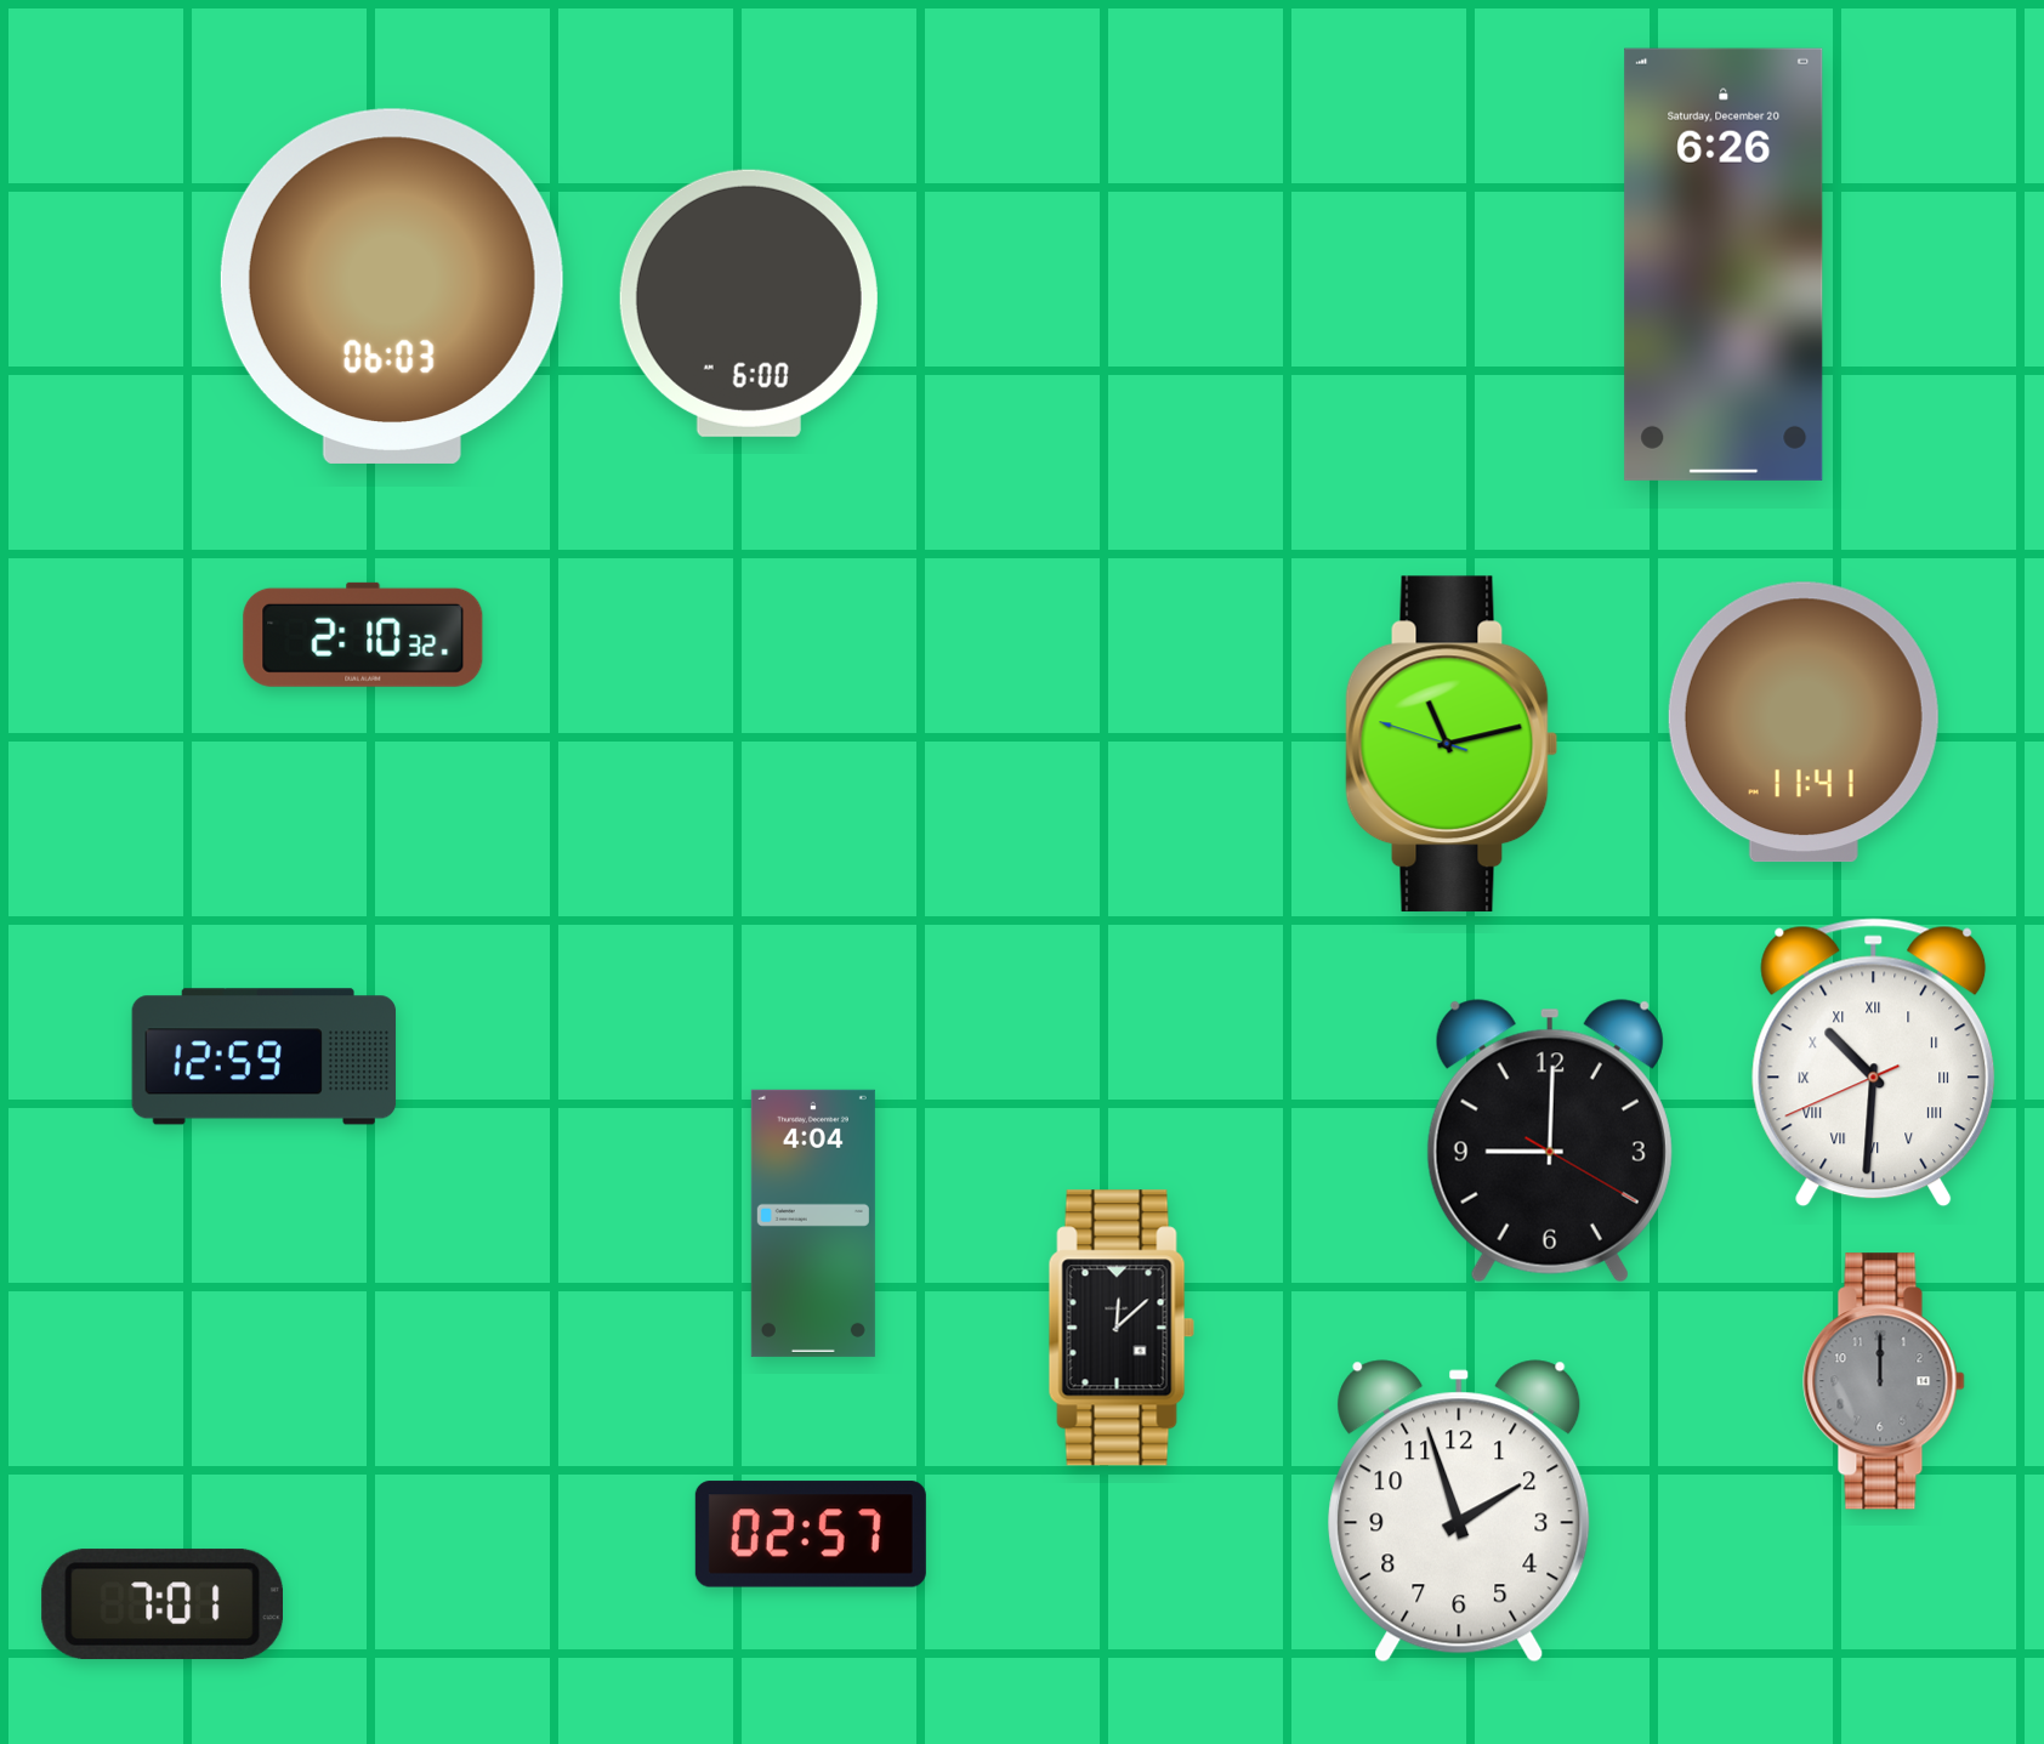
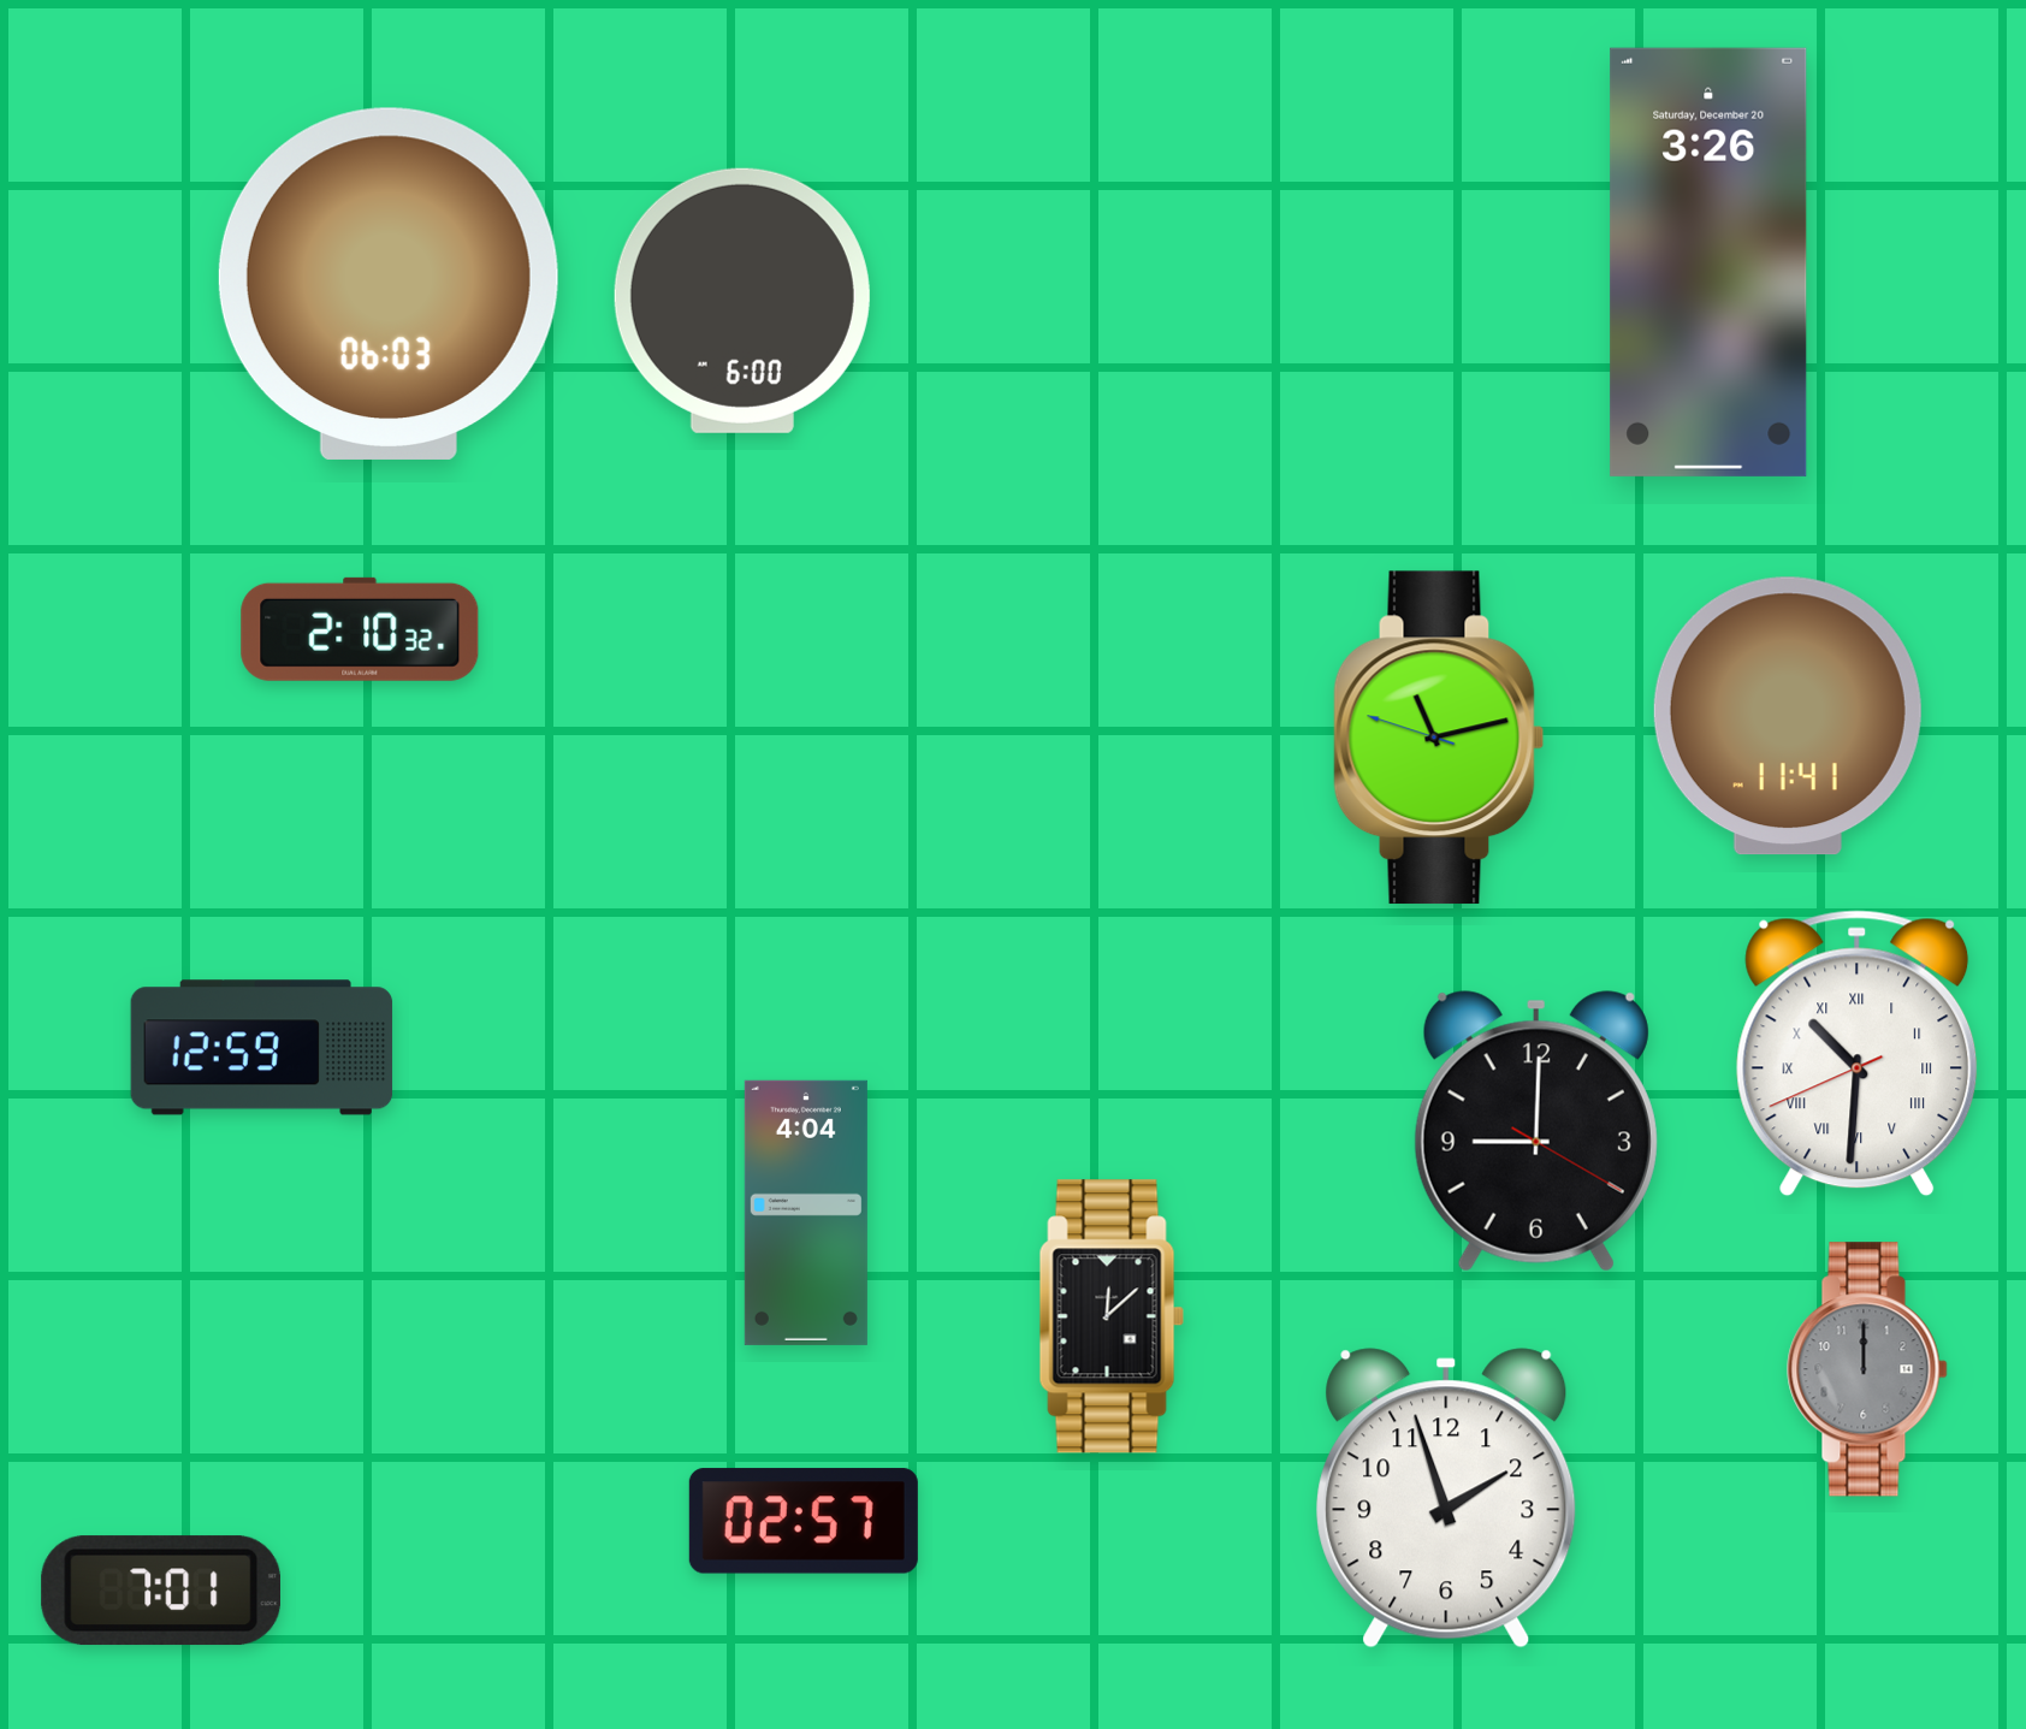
clock at (1724, 265): 6:26 -> 3:26
